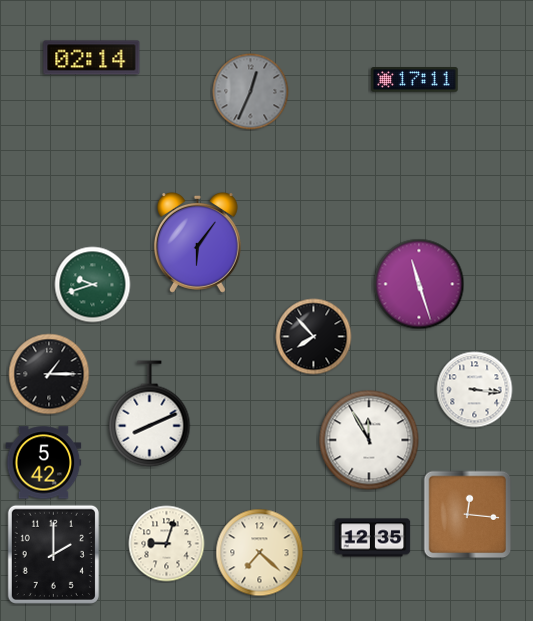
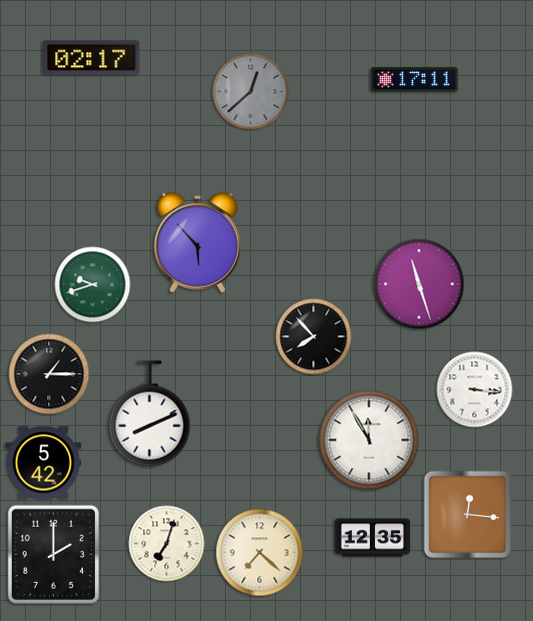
clock at (92, 58): 02:14 -> 02:17
clock at (251, 92): 12:34 -> 12:38
clock at (197, 242): 6:06 -> 5:53
clock at (167, 544): 9:03 -> 7:03
